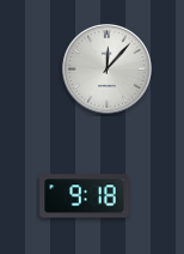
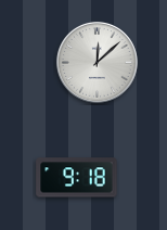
clock at (106, 68): 12:07 -> 12:08
